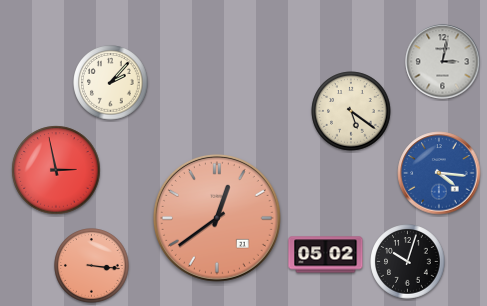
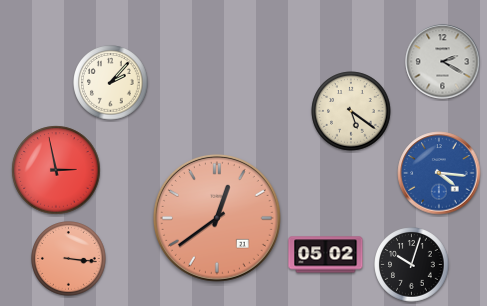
clock at (443, 62): 3:02 -> 2:20
clock at (408, 262) position: (408, 262) -> (412, 265)
clock at (92, 266) position: (92, 266) -> (69, 259)
